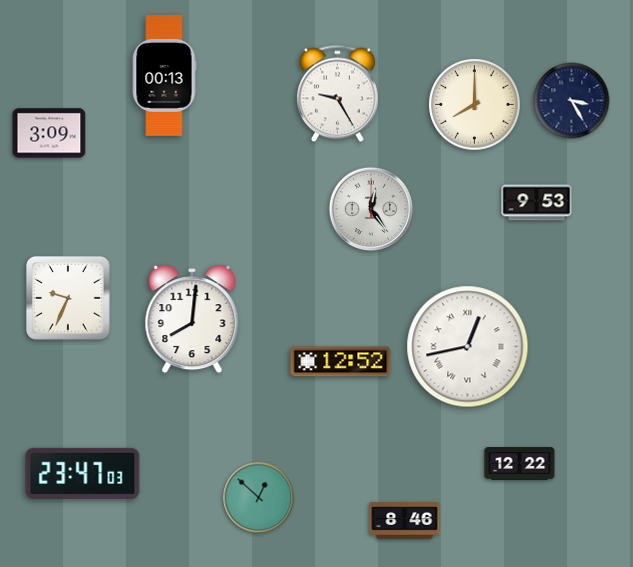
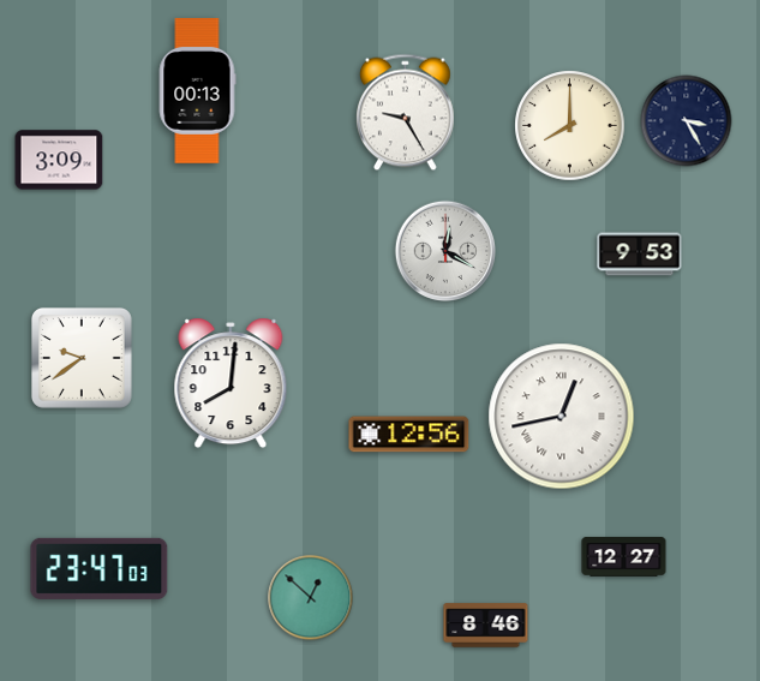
clock at (537, 203) position: (537, 203) -> (640, 255)
clock at (371, 209): 12:24 -> 12:20
clock at (68, 298): 9:34 -> 9:39
clock at (341, 362): 12:52 -> 12:56
clock at (520, 464): 12:22 -> 12:27
